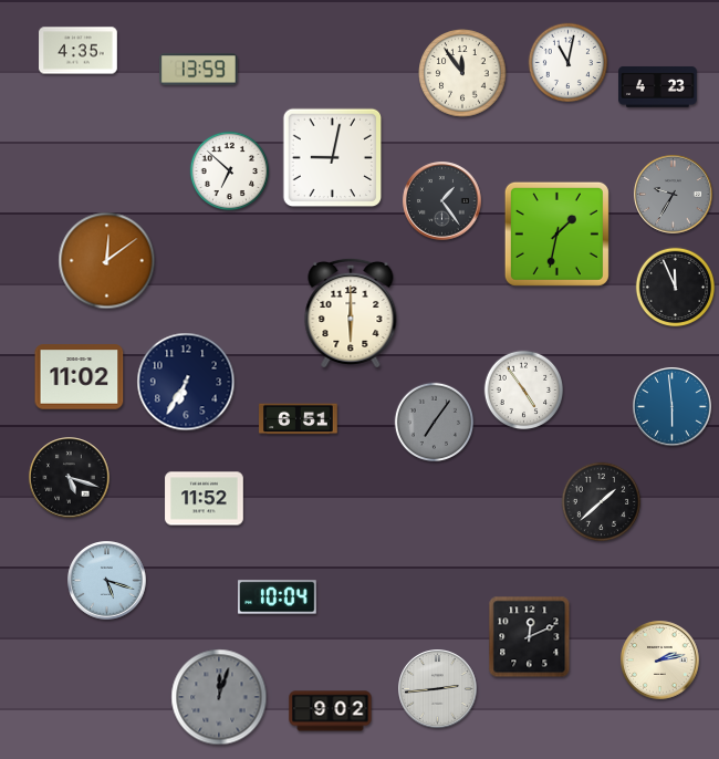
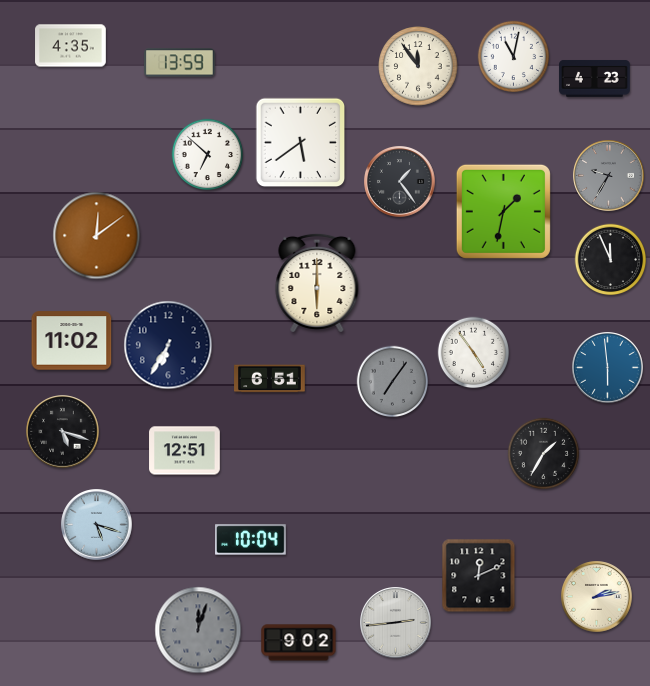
clock at (333, 158): 9:02 -> 5:39
clock at (205, 499): 11:52 -> 12:51
clock at (602, 502): 1:38 -> 1:35
